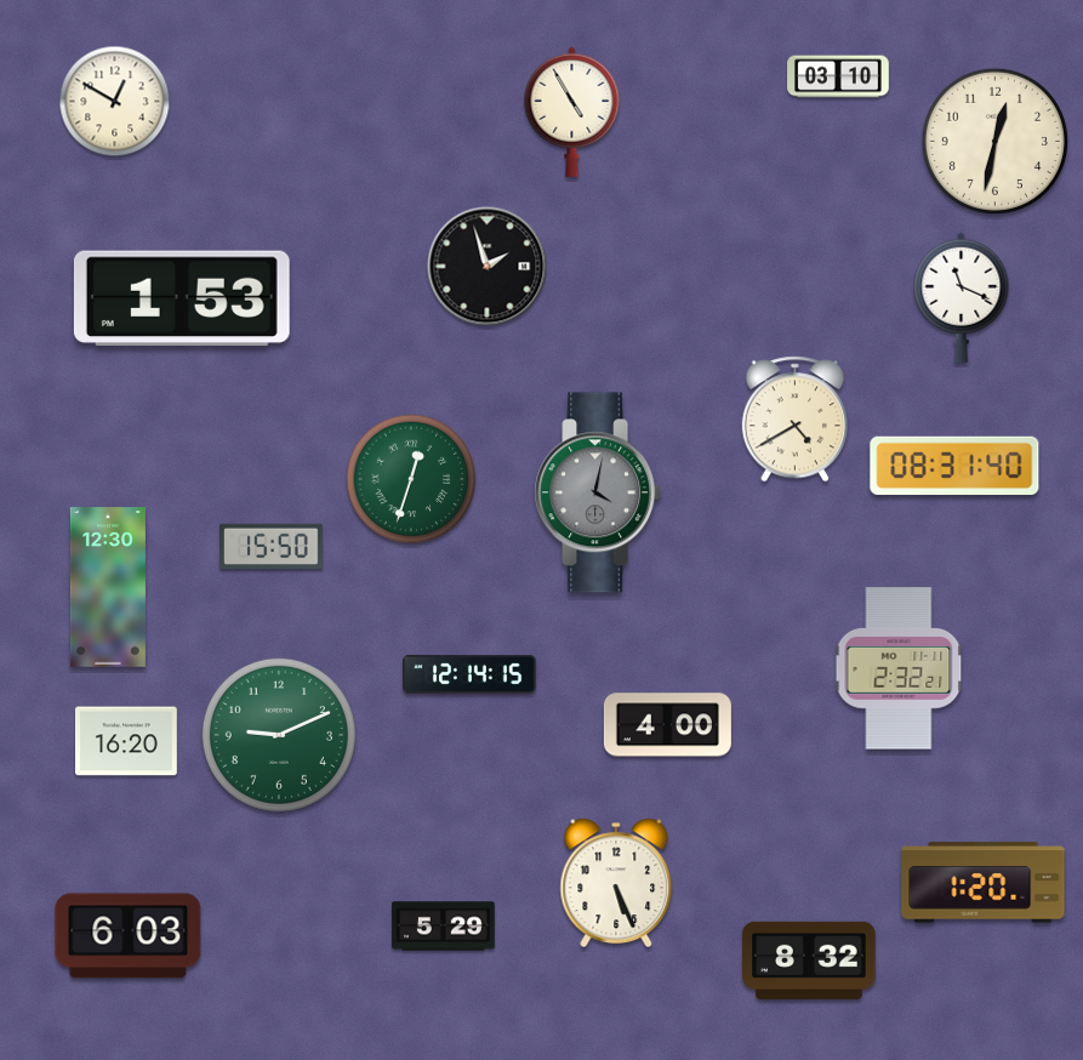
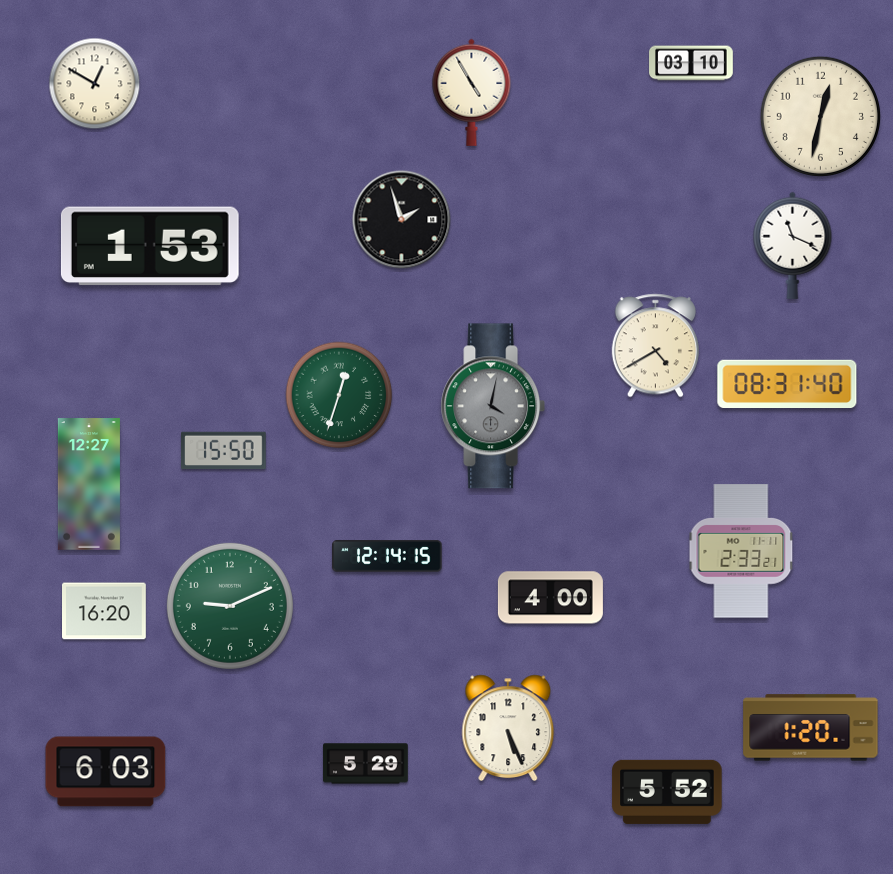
clock at (108, 587): 12:30 -> 12:27
clock at (899, 668): 2:32 -> 2:33
clock at (809, 961): 8:32 -> 5:52
